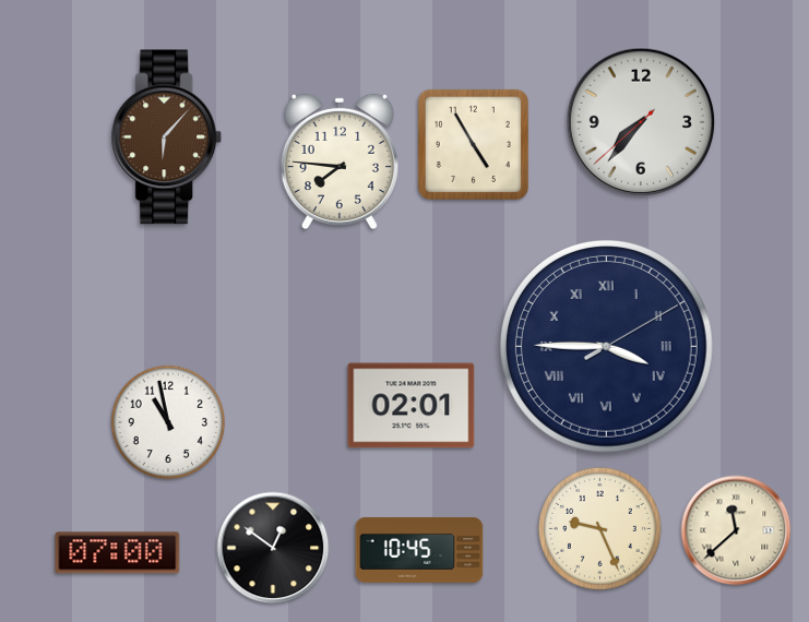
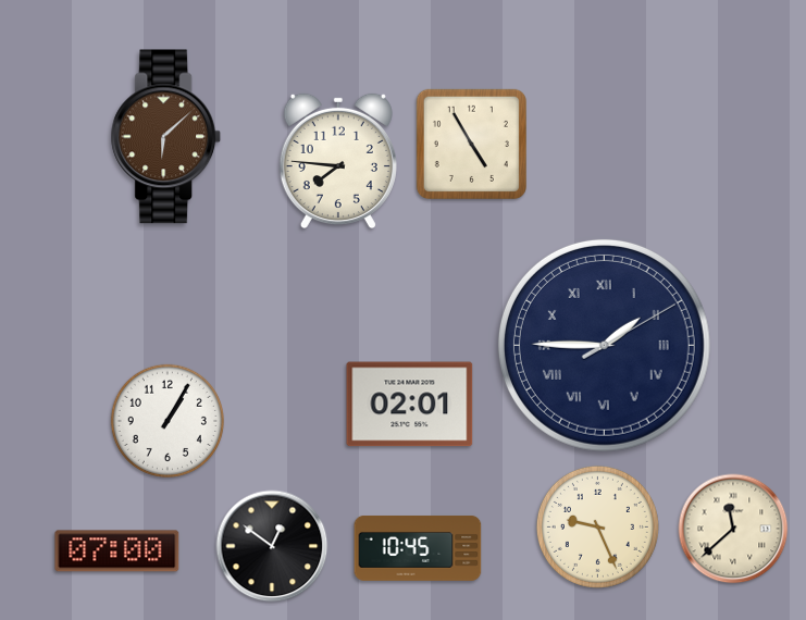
clock at (641, 122): 7:36 -> none
clock at (167, 137): 6:07 -> 6:08
clock at (606, 346): 3:45 -> 1:45
clock at (168, 422): 10:58 -> 1:05
